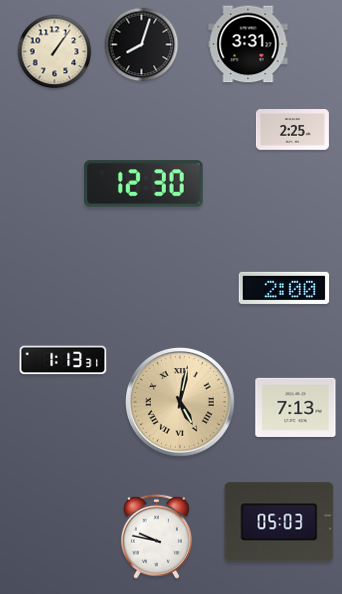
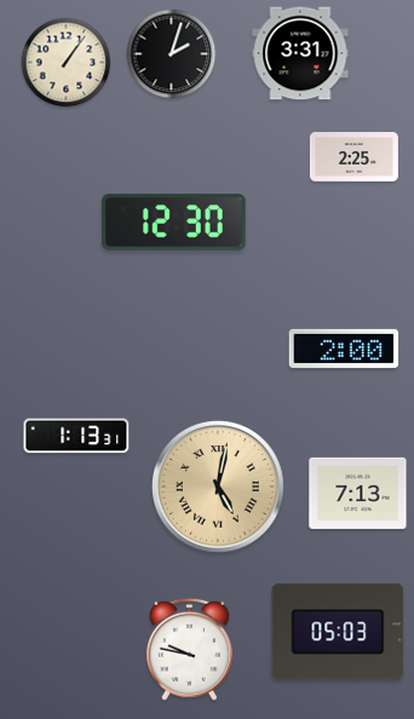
clock at (142, 45): 8:03 -> 2:03
